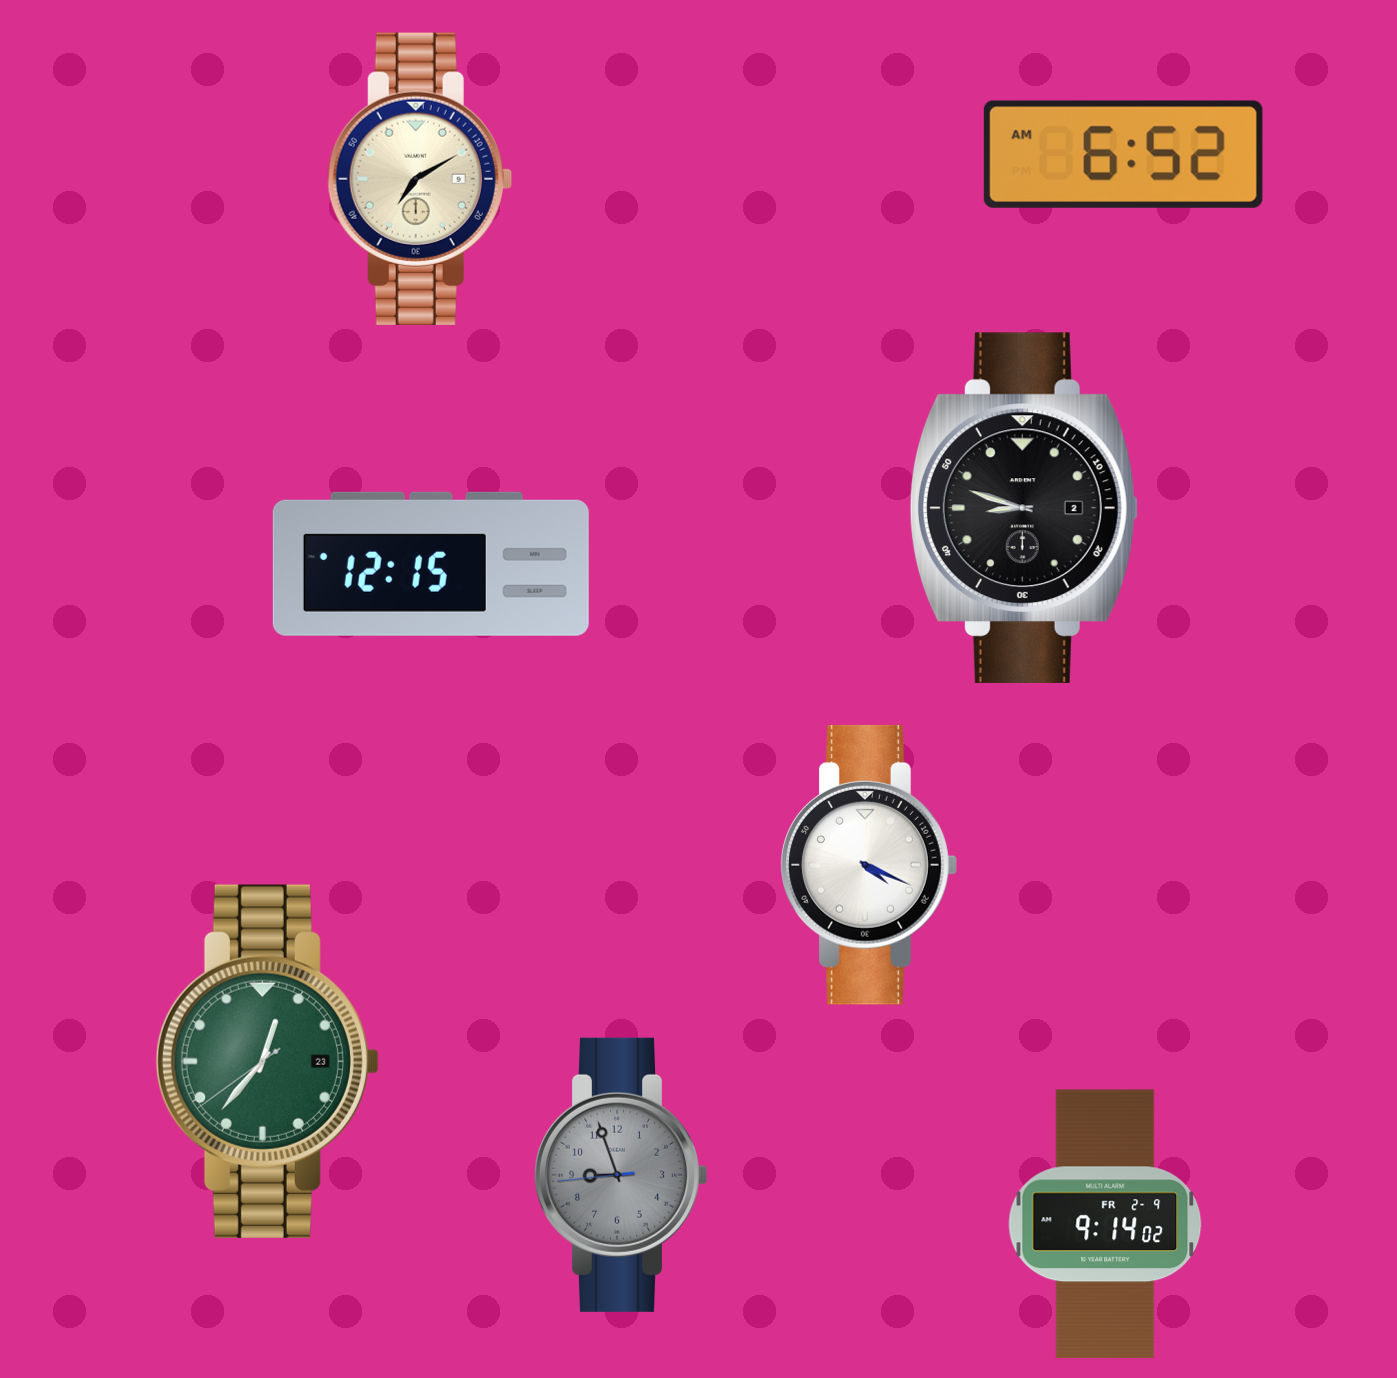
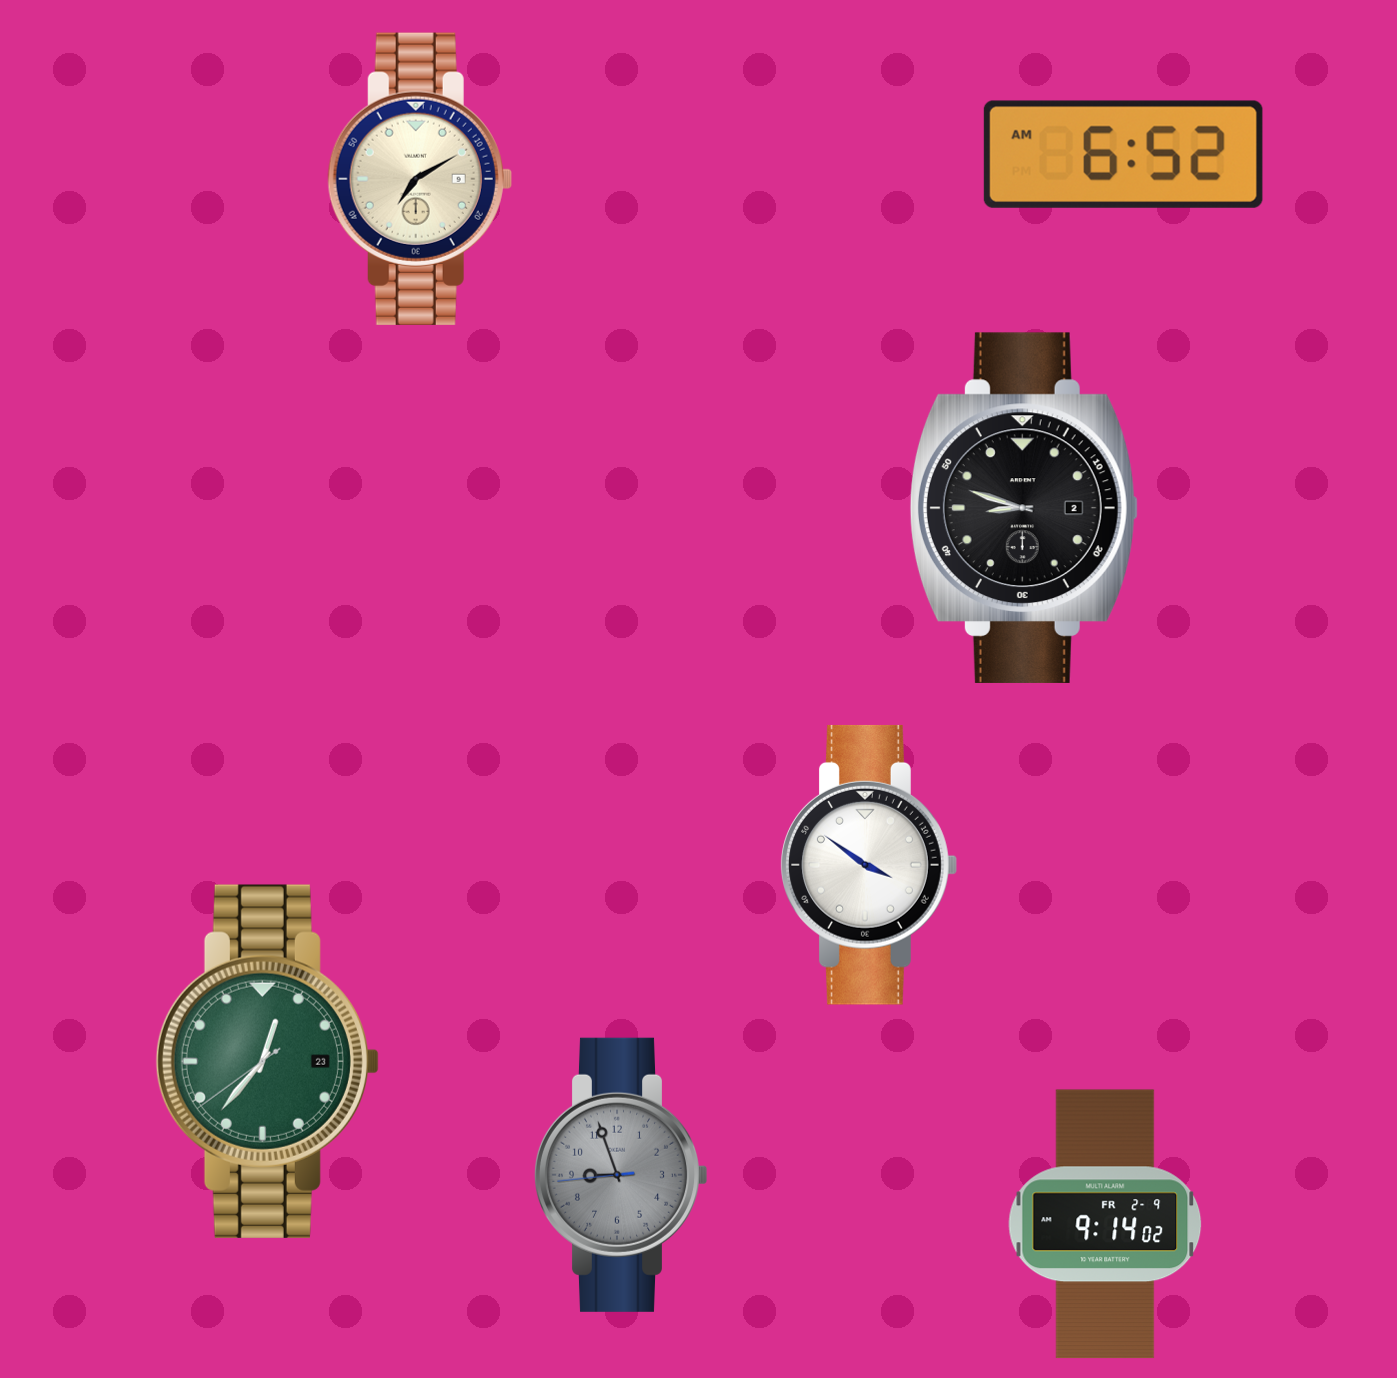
clock at (431, 564): 12:15 -> none
clock at (869, 865): 4:19 -> 3:51
